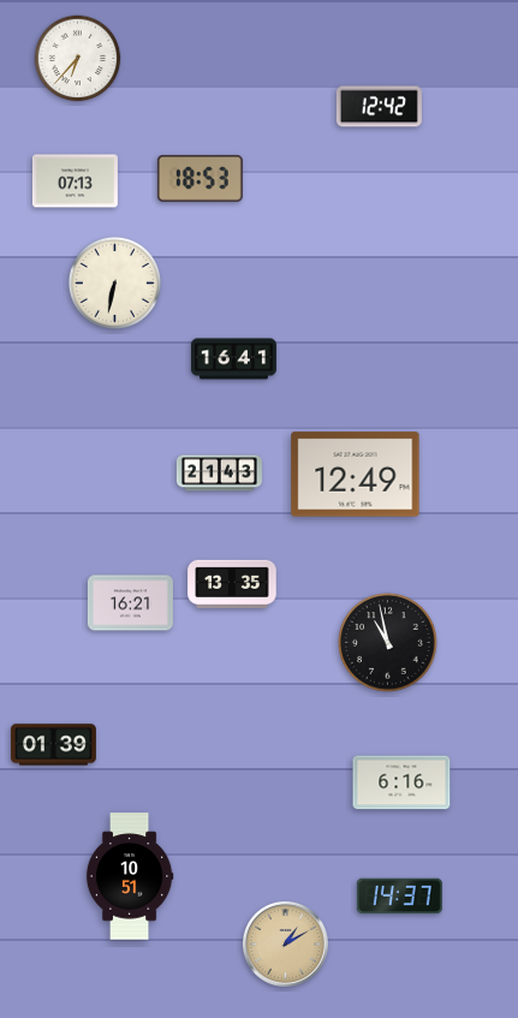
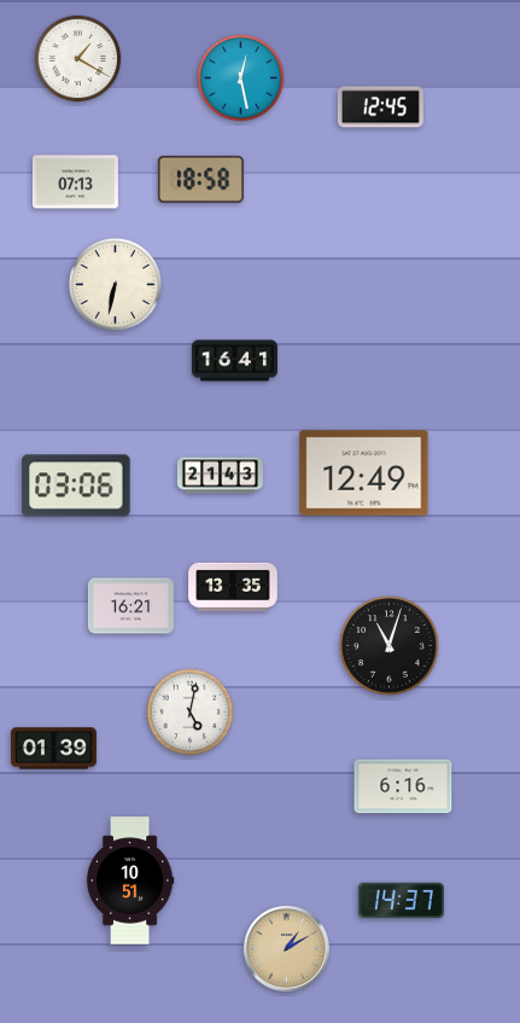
clock at (78, 59): 6:37 -> 1:20
clock at (241, 79): none -> 12:28
clock at (379, 107): 12:42 -> 12:45
clock at (200, 178): 18:53 -> 18:58
clock at (356, 475) position: (356, 475) -> (364, 473)
clock at (76, 486): none -> 03:06
clock at (388, 643): 10:58 -> 11:03
clock at (191, 713): none -> 5:02
